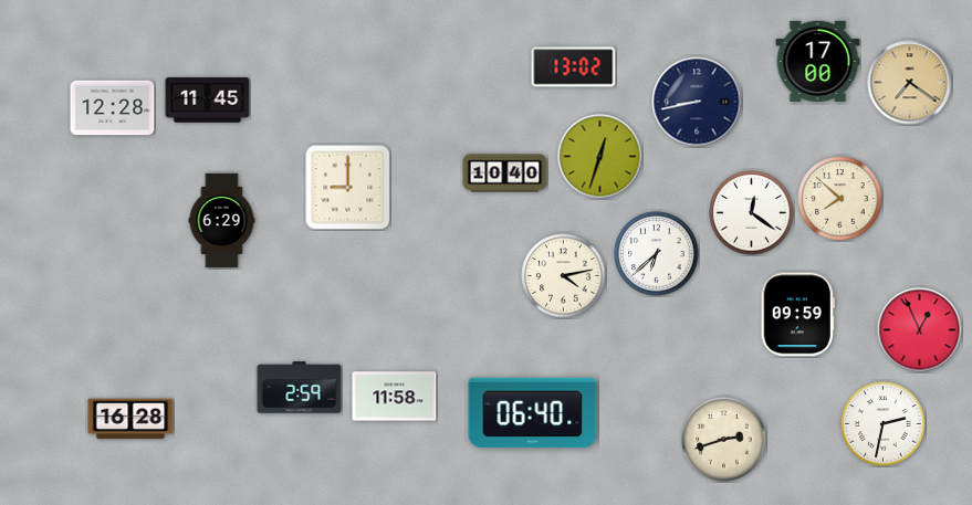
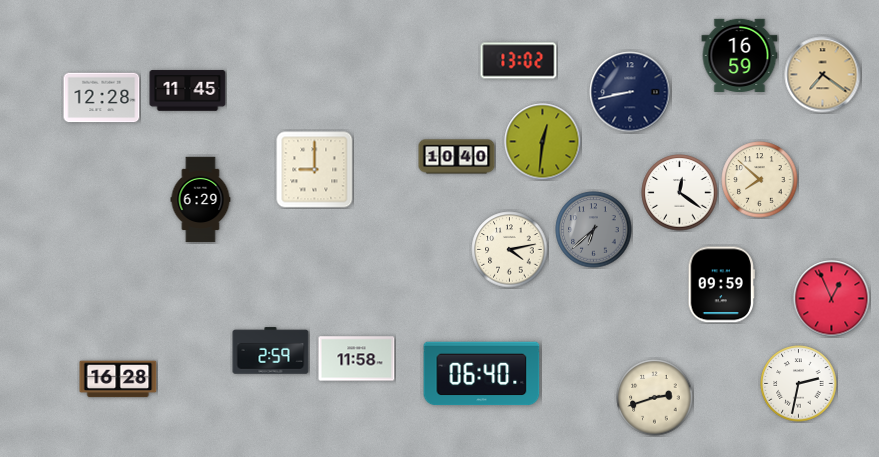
clock at (818, 61): 17:00 -> 16:59
clock at (600, 157): 12:33 -> 12:31
clock at (657, 254) dial: white -> grey
